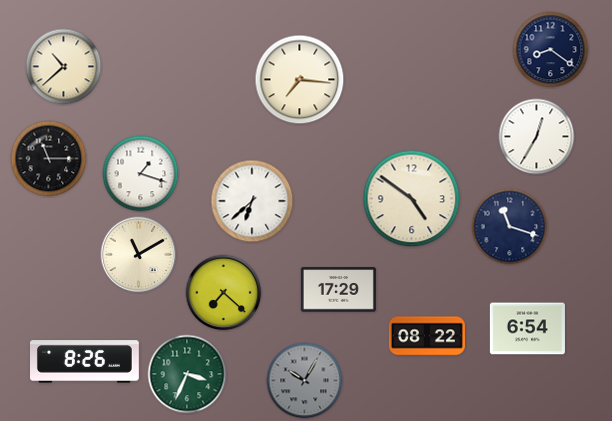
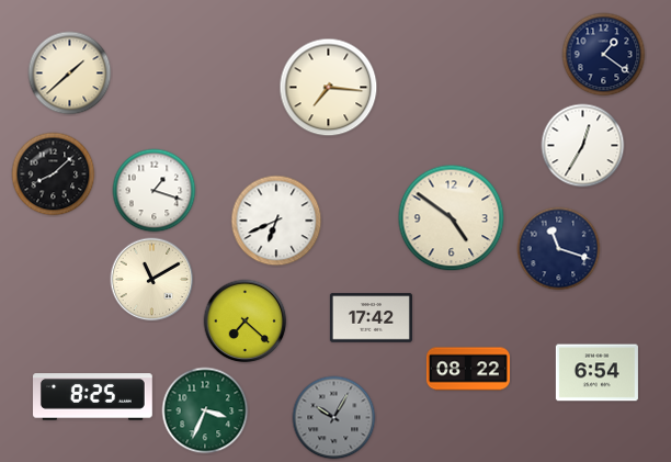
clock at (551, 50): 8:21 -> 1:21
clock at (64, 67): 10:38 -> 1:38
clock at (537, 137) position: (537, 137) -> (583, 146)
clock at (49, 159): 11:15 -> 8:08
clock at (252, 201): 6:38 -> 6:41
clock at (338, 290): 17:29 -> 17:42
clock at (527, 329) position: (527, 329) -> (596, 373)
clock at (85, 362): 8:26 -> 8:25
